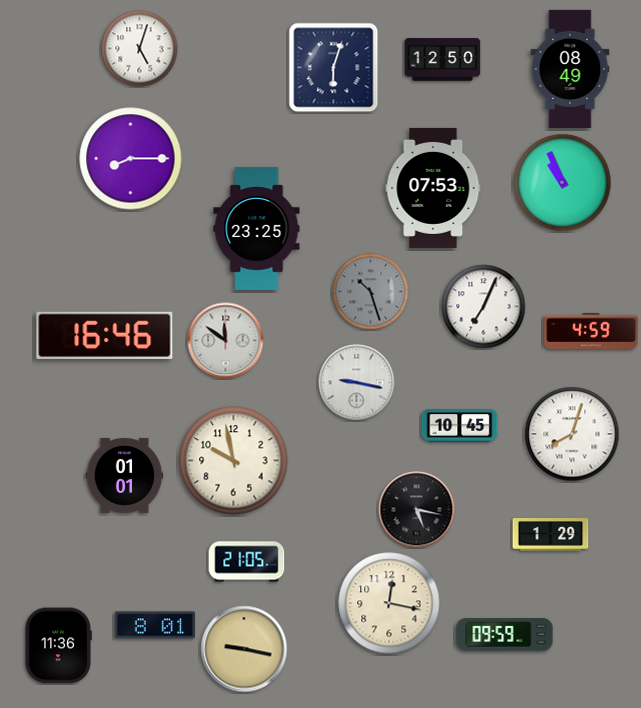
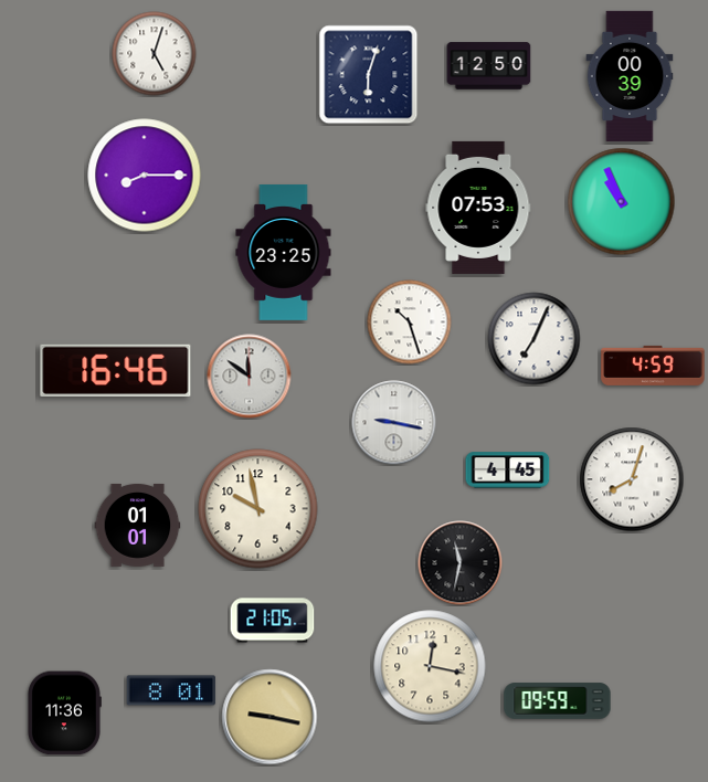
clock at (570, 69): 08:49 -> 00:39
clock at (371, 292) dial: grey -> white
clock at (460, 426): 10:45 -> 4:45
clock at (417, 510): 5:17 -> 11:32
clock at (551, 535): 1:29 -> none
